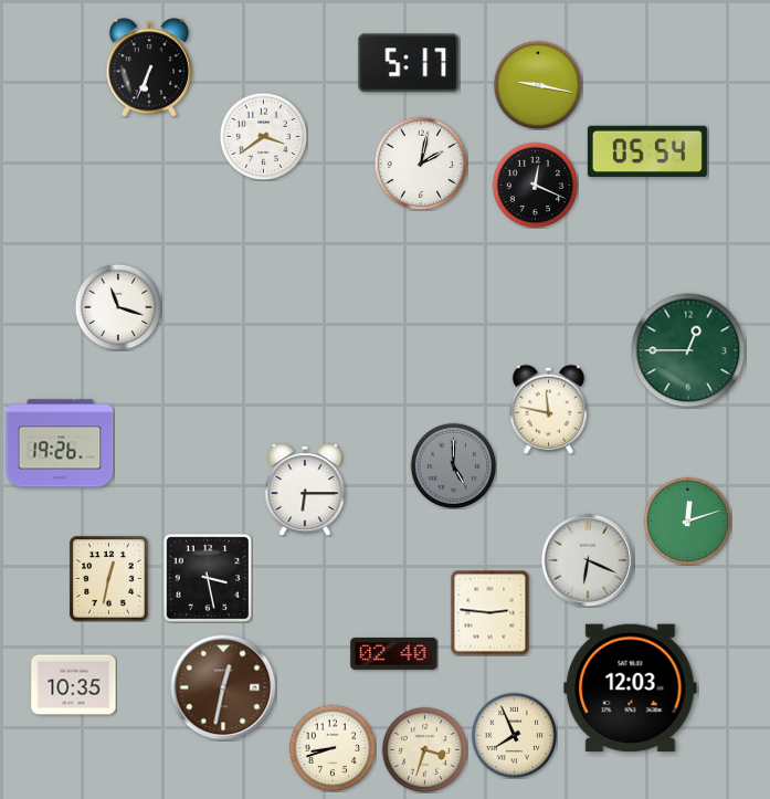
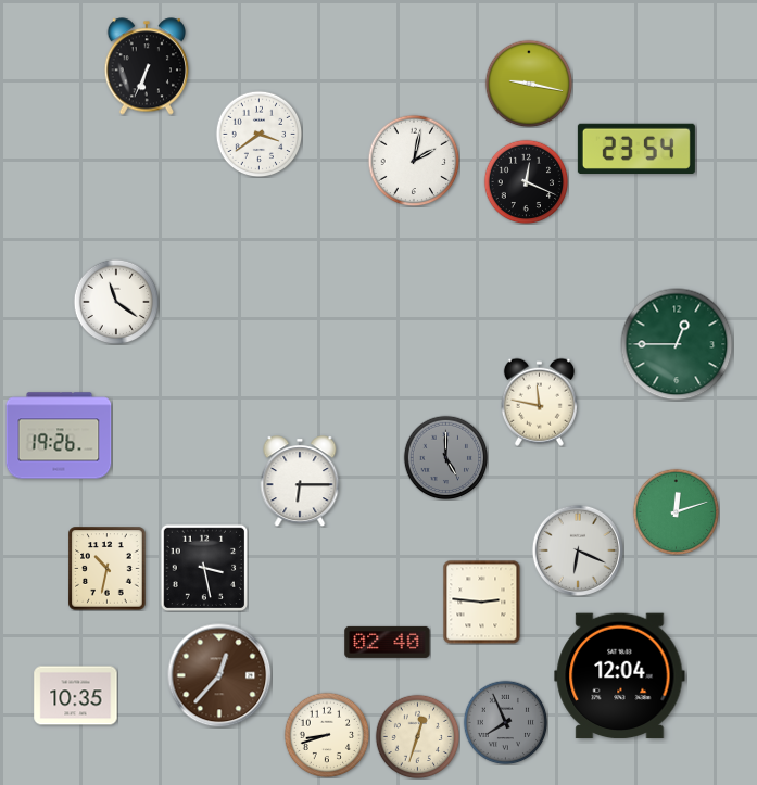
clock at (409, 63): 5:17 -> none
clock at (647, 150): 05:54 -> 23:54
clock at (118, 307): 11:18 -> 11:21
clock at (109, 579): 12:32 -> 10:32
clock at (74, 685) position: (74, 685) -> (76, 696)
clock at (223, 687): 12:32 -> 12:37
clock at (631, 688): 12:03 -> 12:04
clock at (514, 735) dial: cream -> grey
clock at (424, 749): 3:33 -> 12:33
